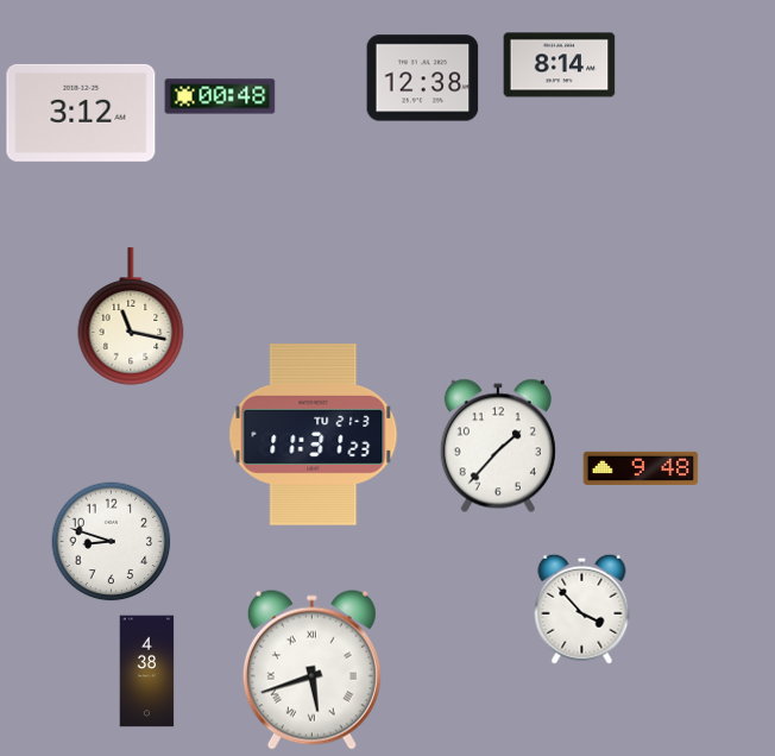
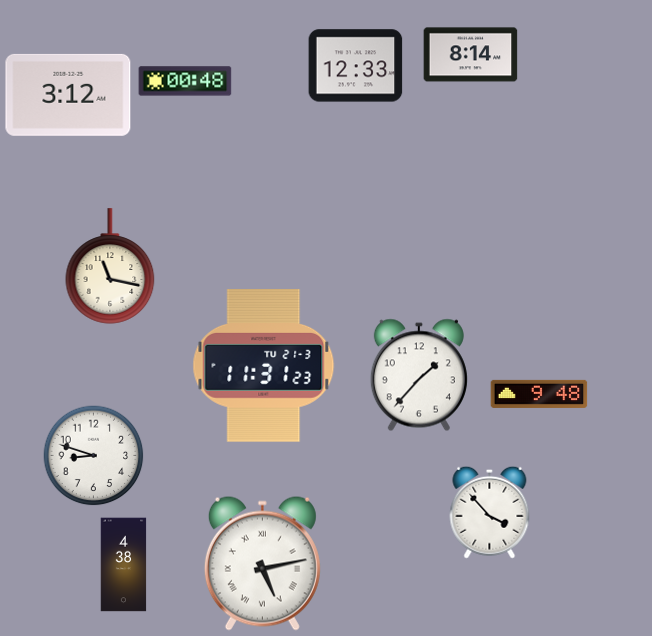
clock at (423, 78): 12:38 -> 12:33
clock at (311, 669): 5:42 -> 5:13
